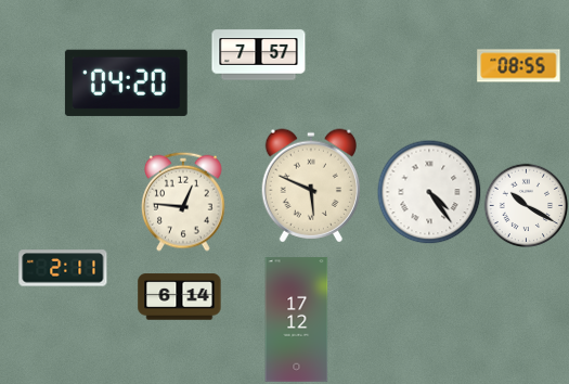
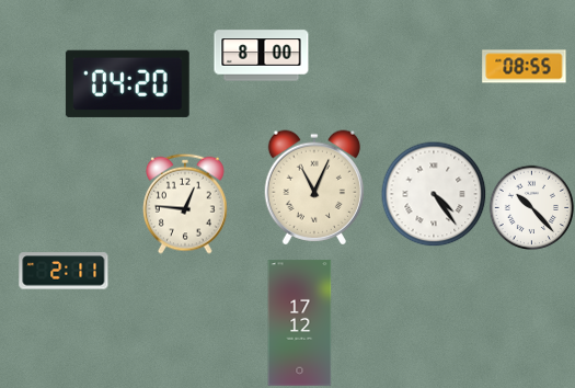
clock at (259, 55): 7:57 -> 8:00
clock at (310, 185): 5:49 -> 11:04
clock at (526, 205): 10:20 -> 10:23
clock at (180, 297): 6:14 -> none
